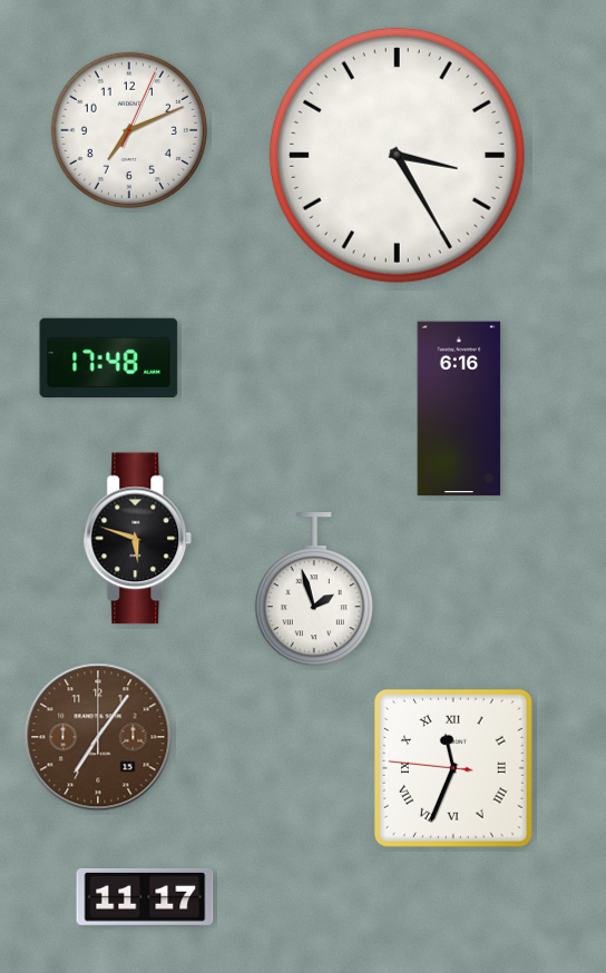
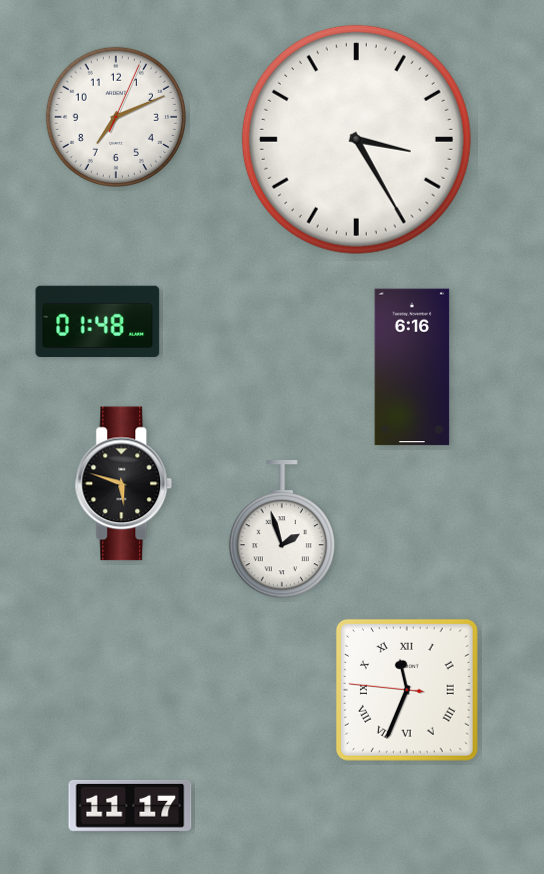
clock at (109, 357): 17:48 -> 01:48
clock at (98, 737): 7:06 -> none
